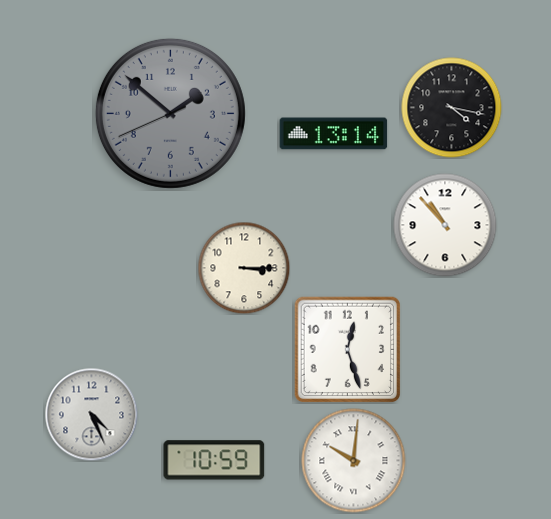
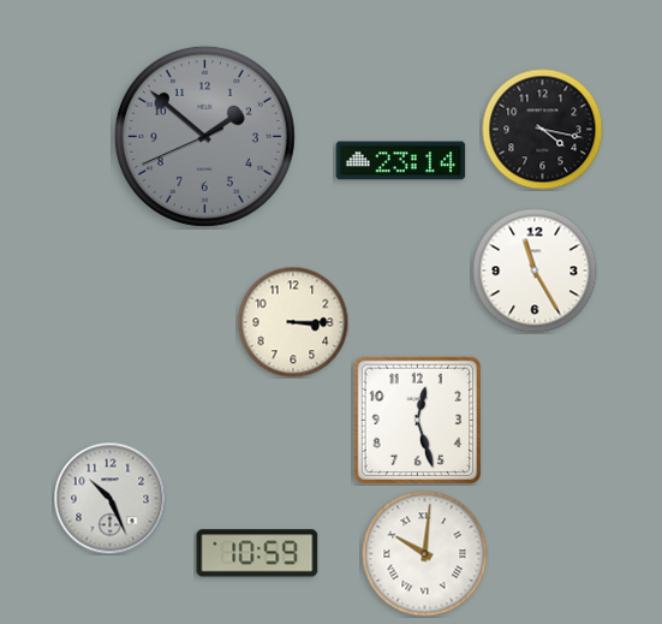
clock at (334, 134): 13:14 -> 23:14
clock at (445, 225): 10:53 -> 11:25
clock at (91, 414): 4:26 -> 10:26
